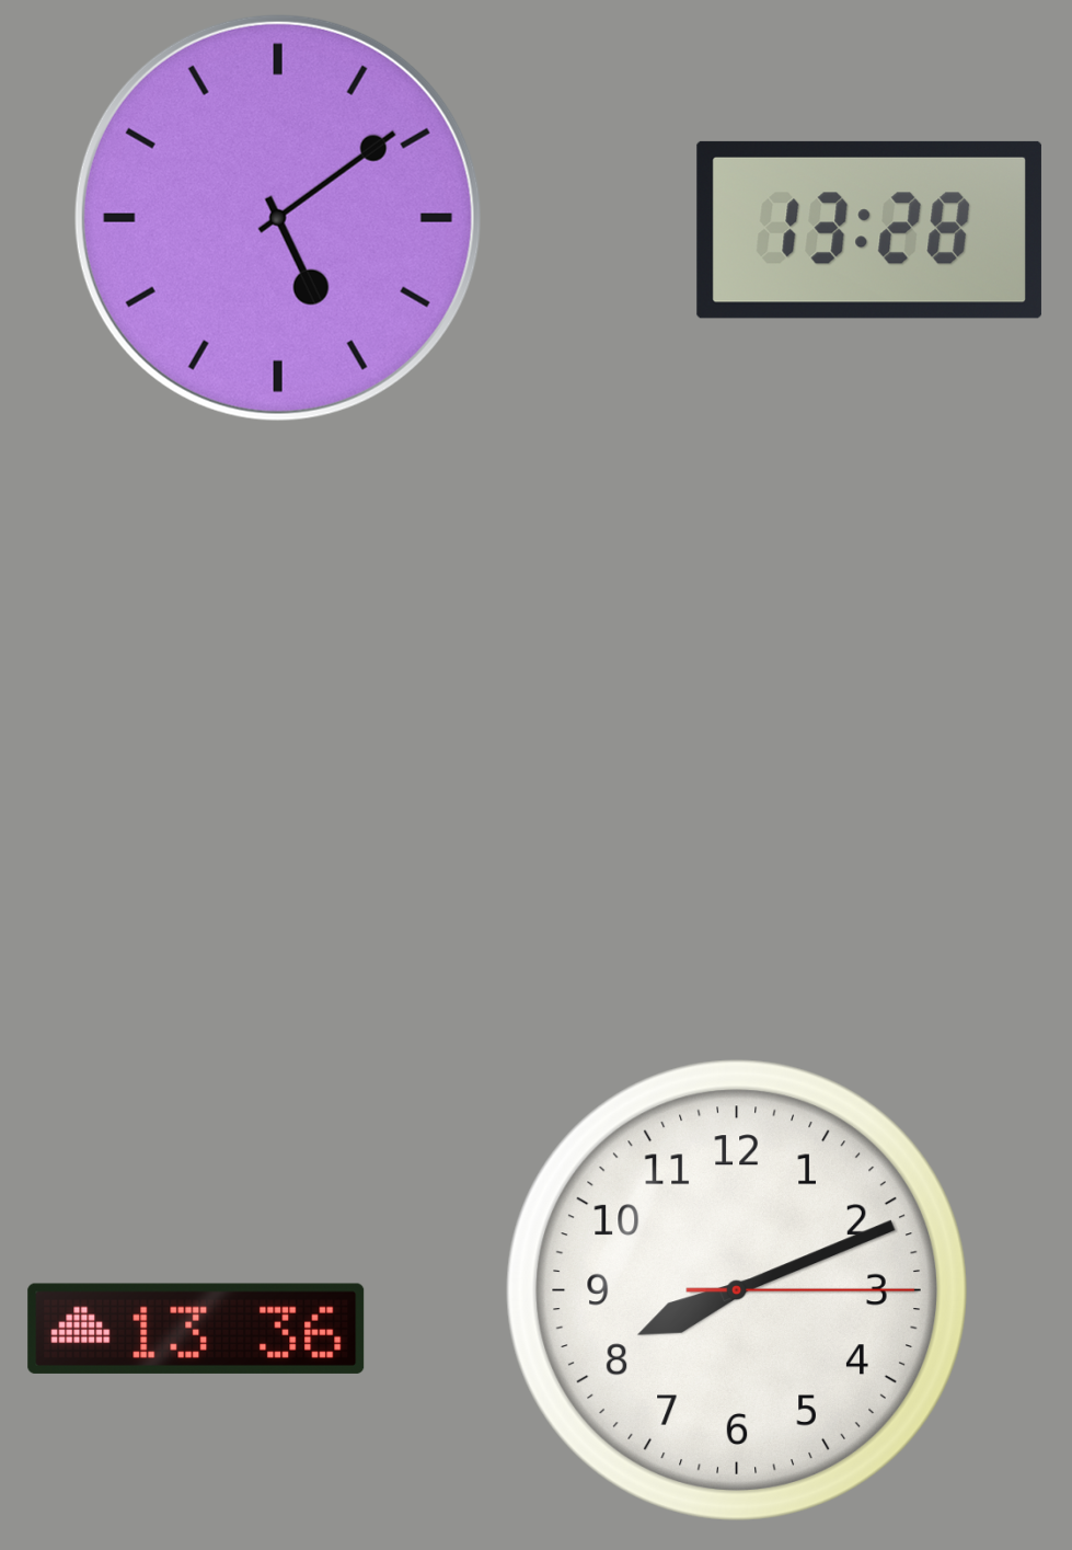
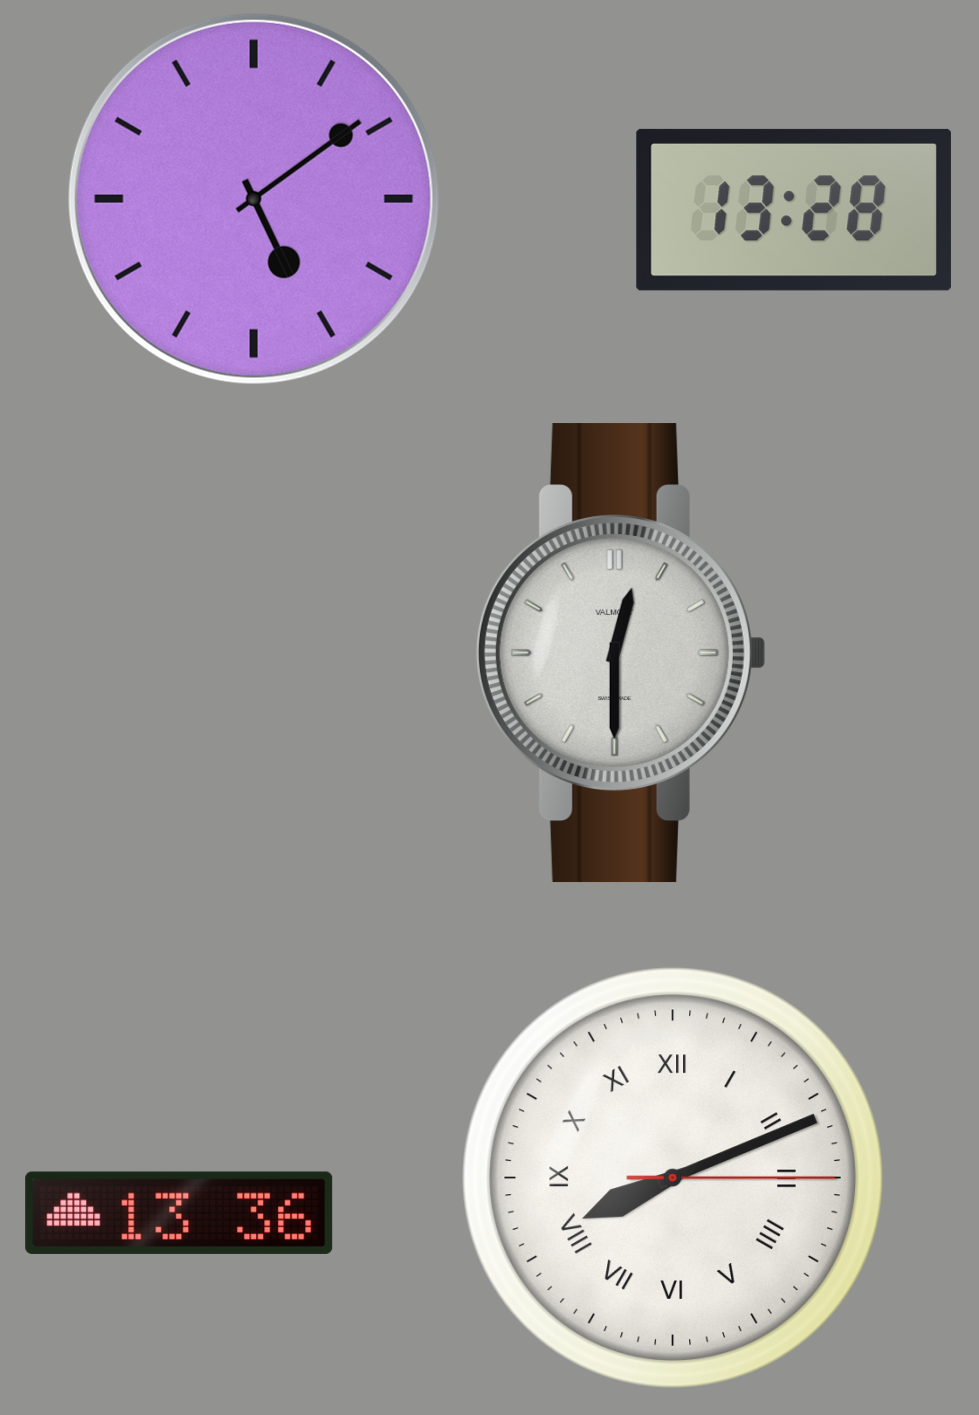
clock at (621, 653): none -> 12:30
clock at (737, 1290) numerals: Arabic -> Roman
